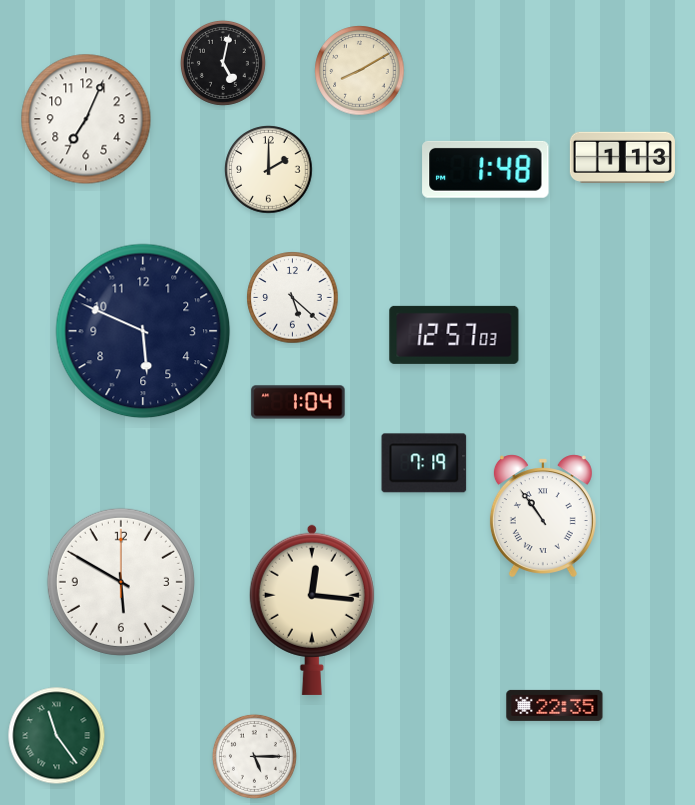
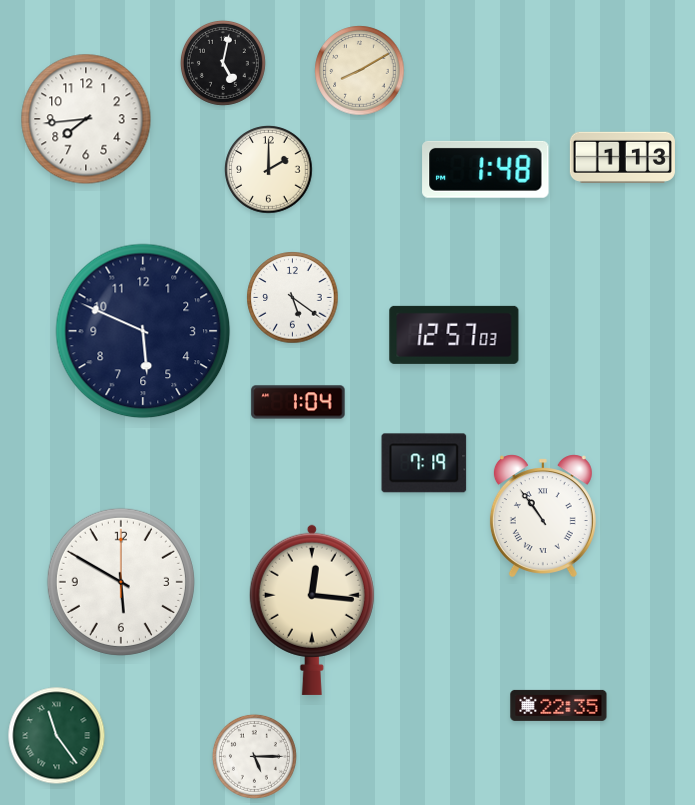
clock at (86, 119): 7:04 -> 7:44
clock at (293, 298): 5:22 -> 5:21
clock at (555, 705) position: (555, 705) -> (559, 705)
